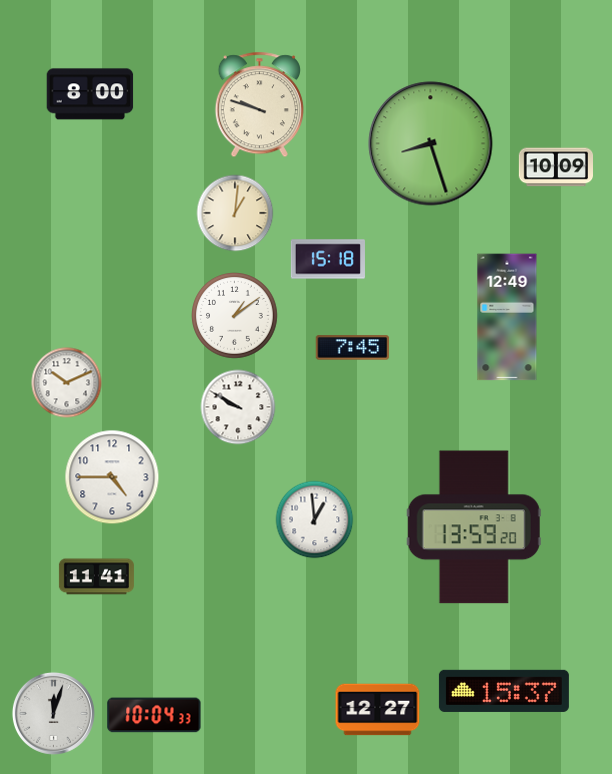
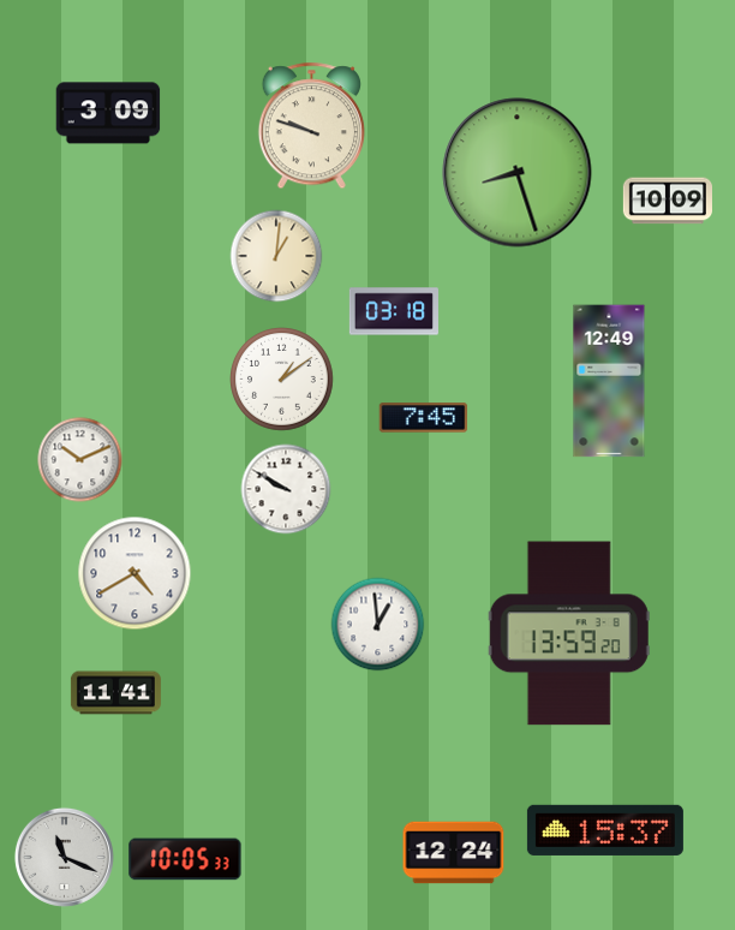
clock at (90, 94): 8:00 -> 3:09
clock at (235, 213) position: (235, 213) -> (276, 256)
clock at (328, 259): 15:18 -> 03:18
clock at (112, 477): 4:45 -> 4:40
clock at (378, 710): 12:27 -> 12:24
clock at (53, 713): 12:03 -> 11:19
clock at (154, 715): 10:04 -> 10:05
